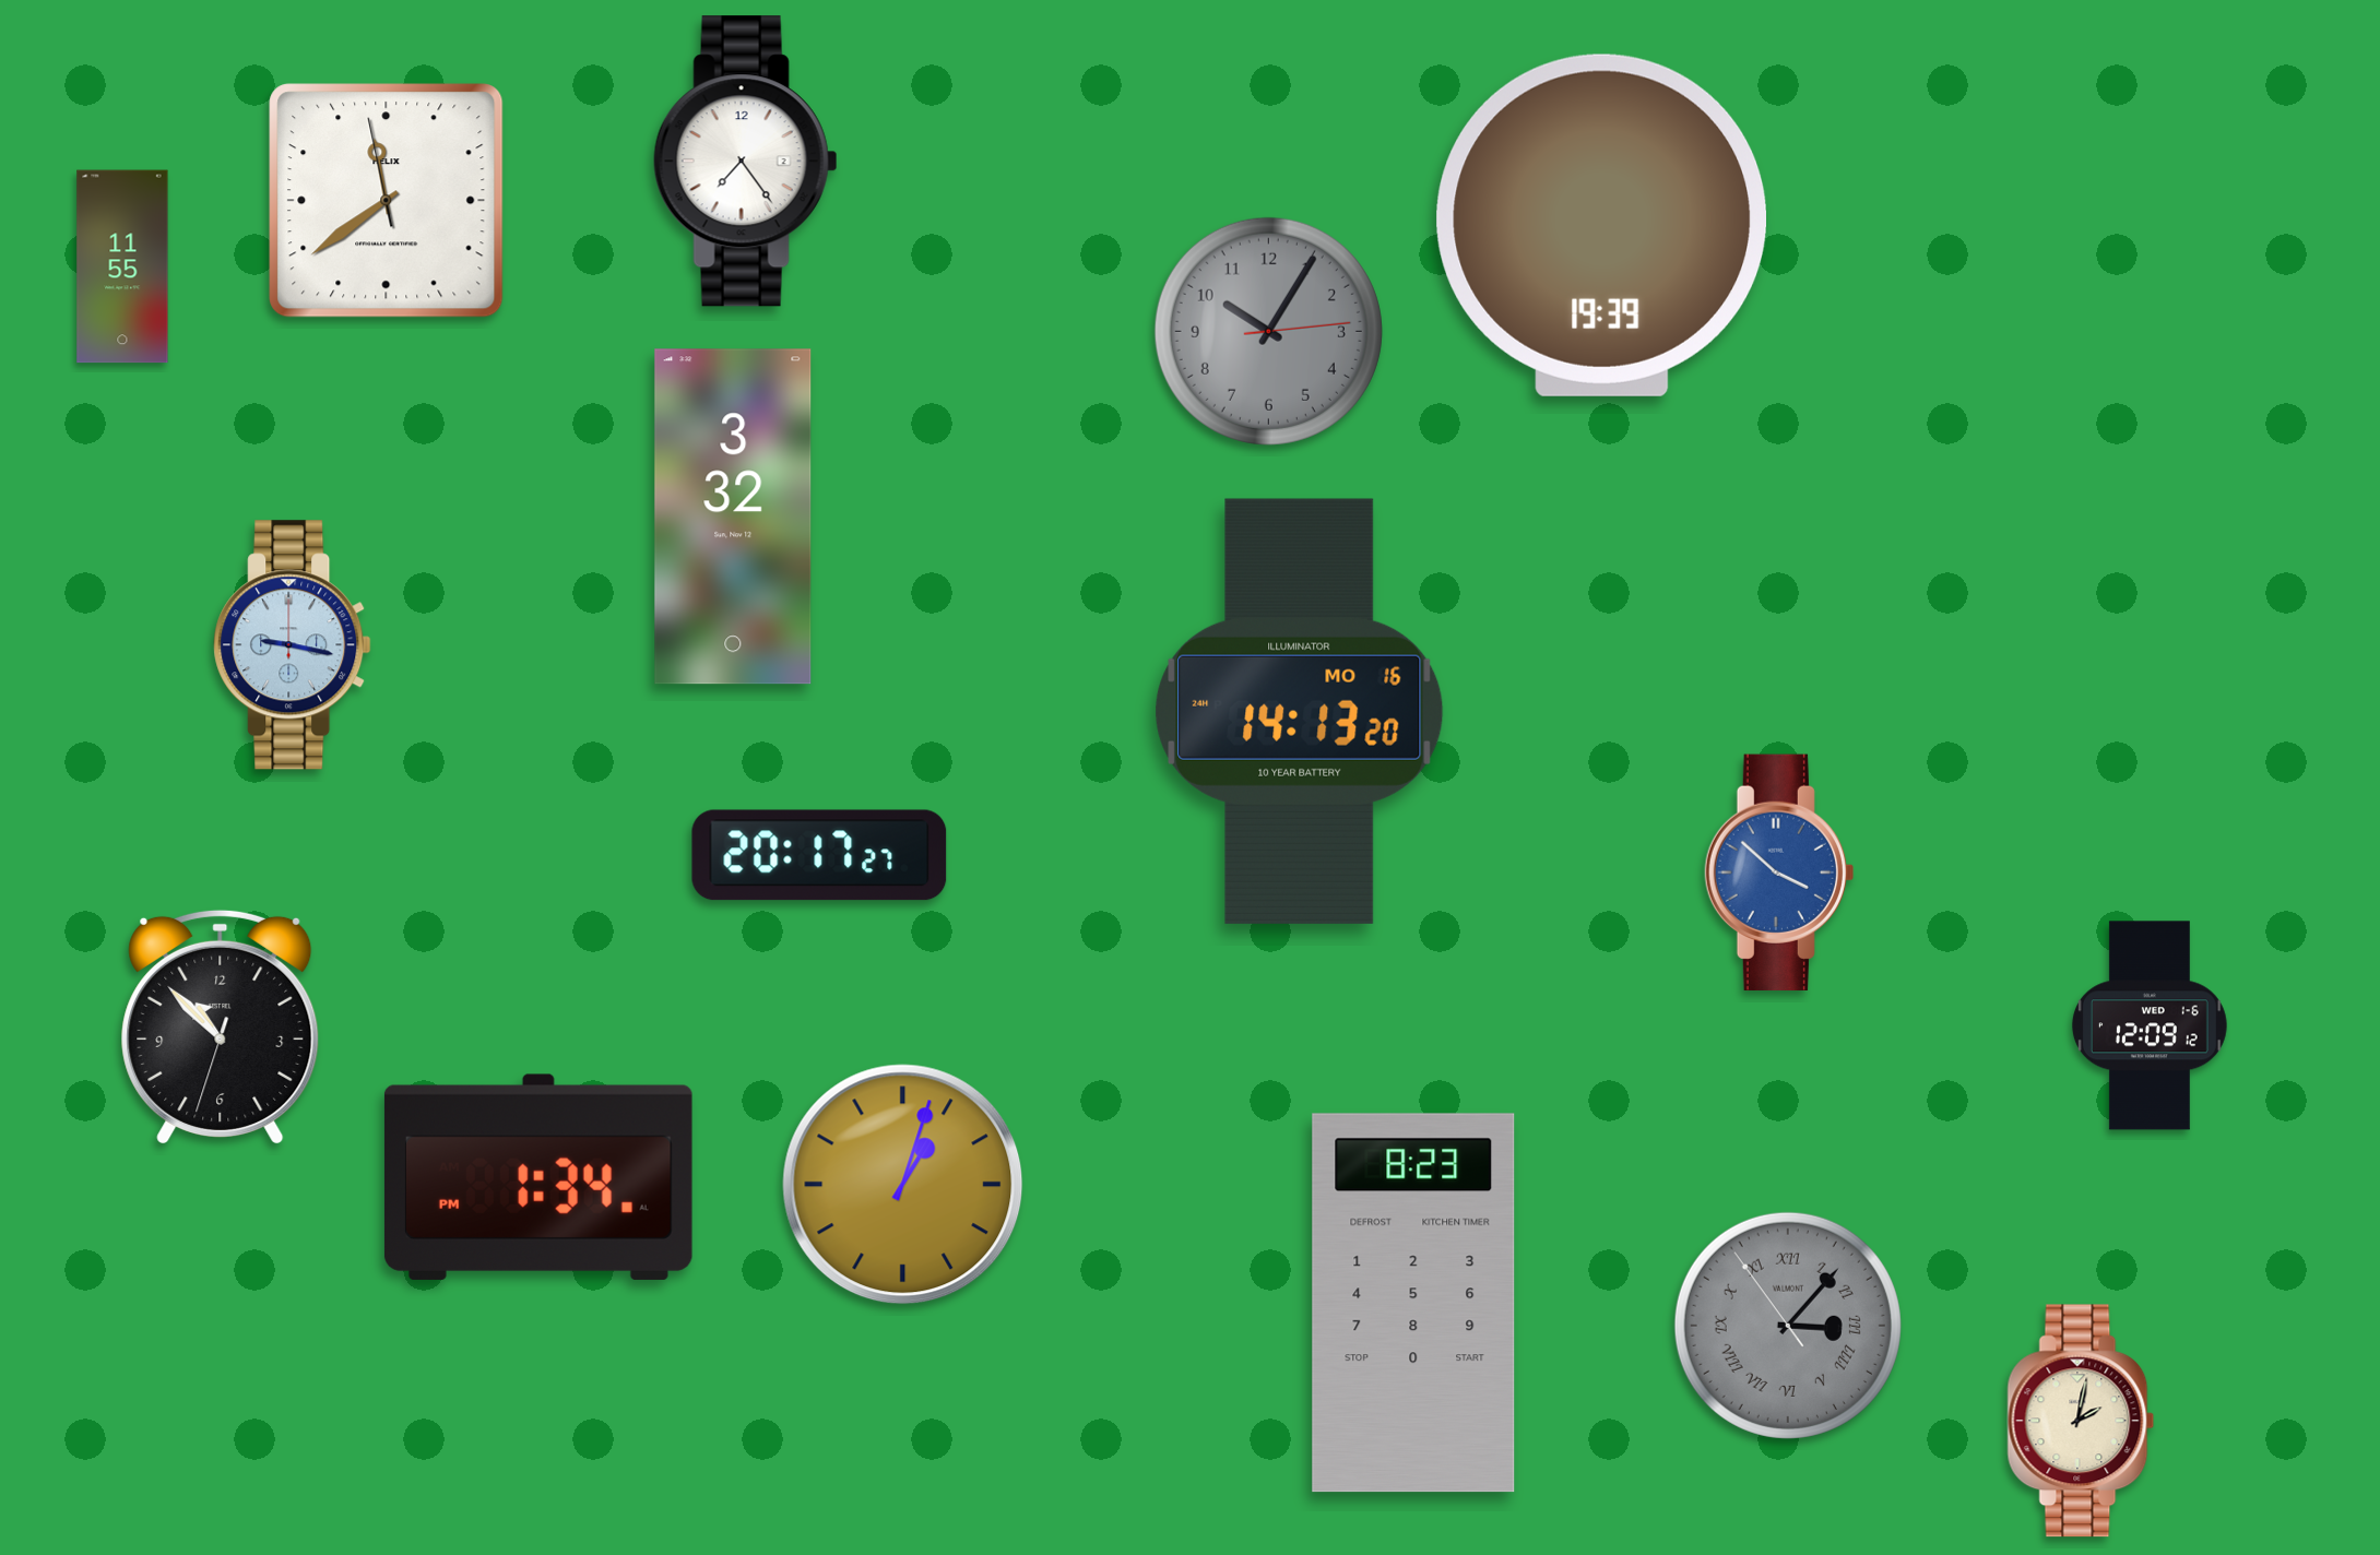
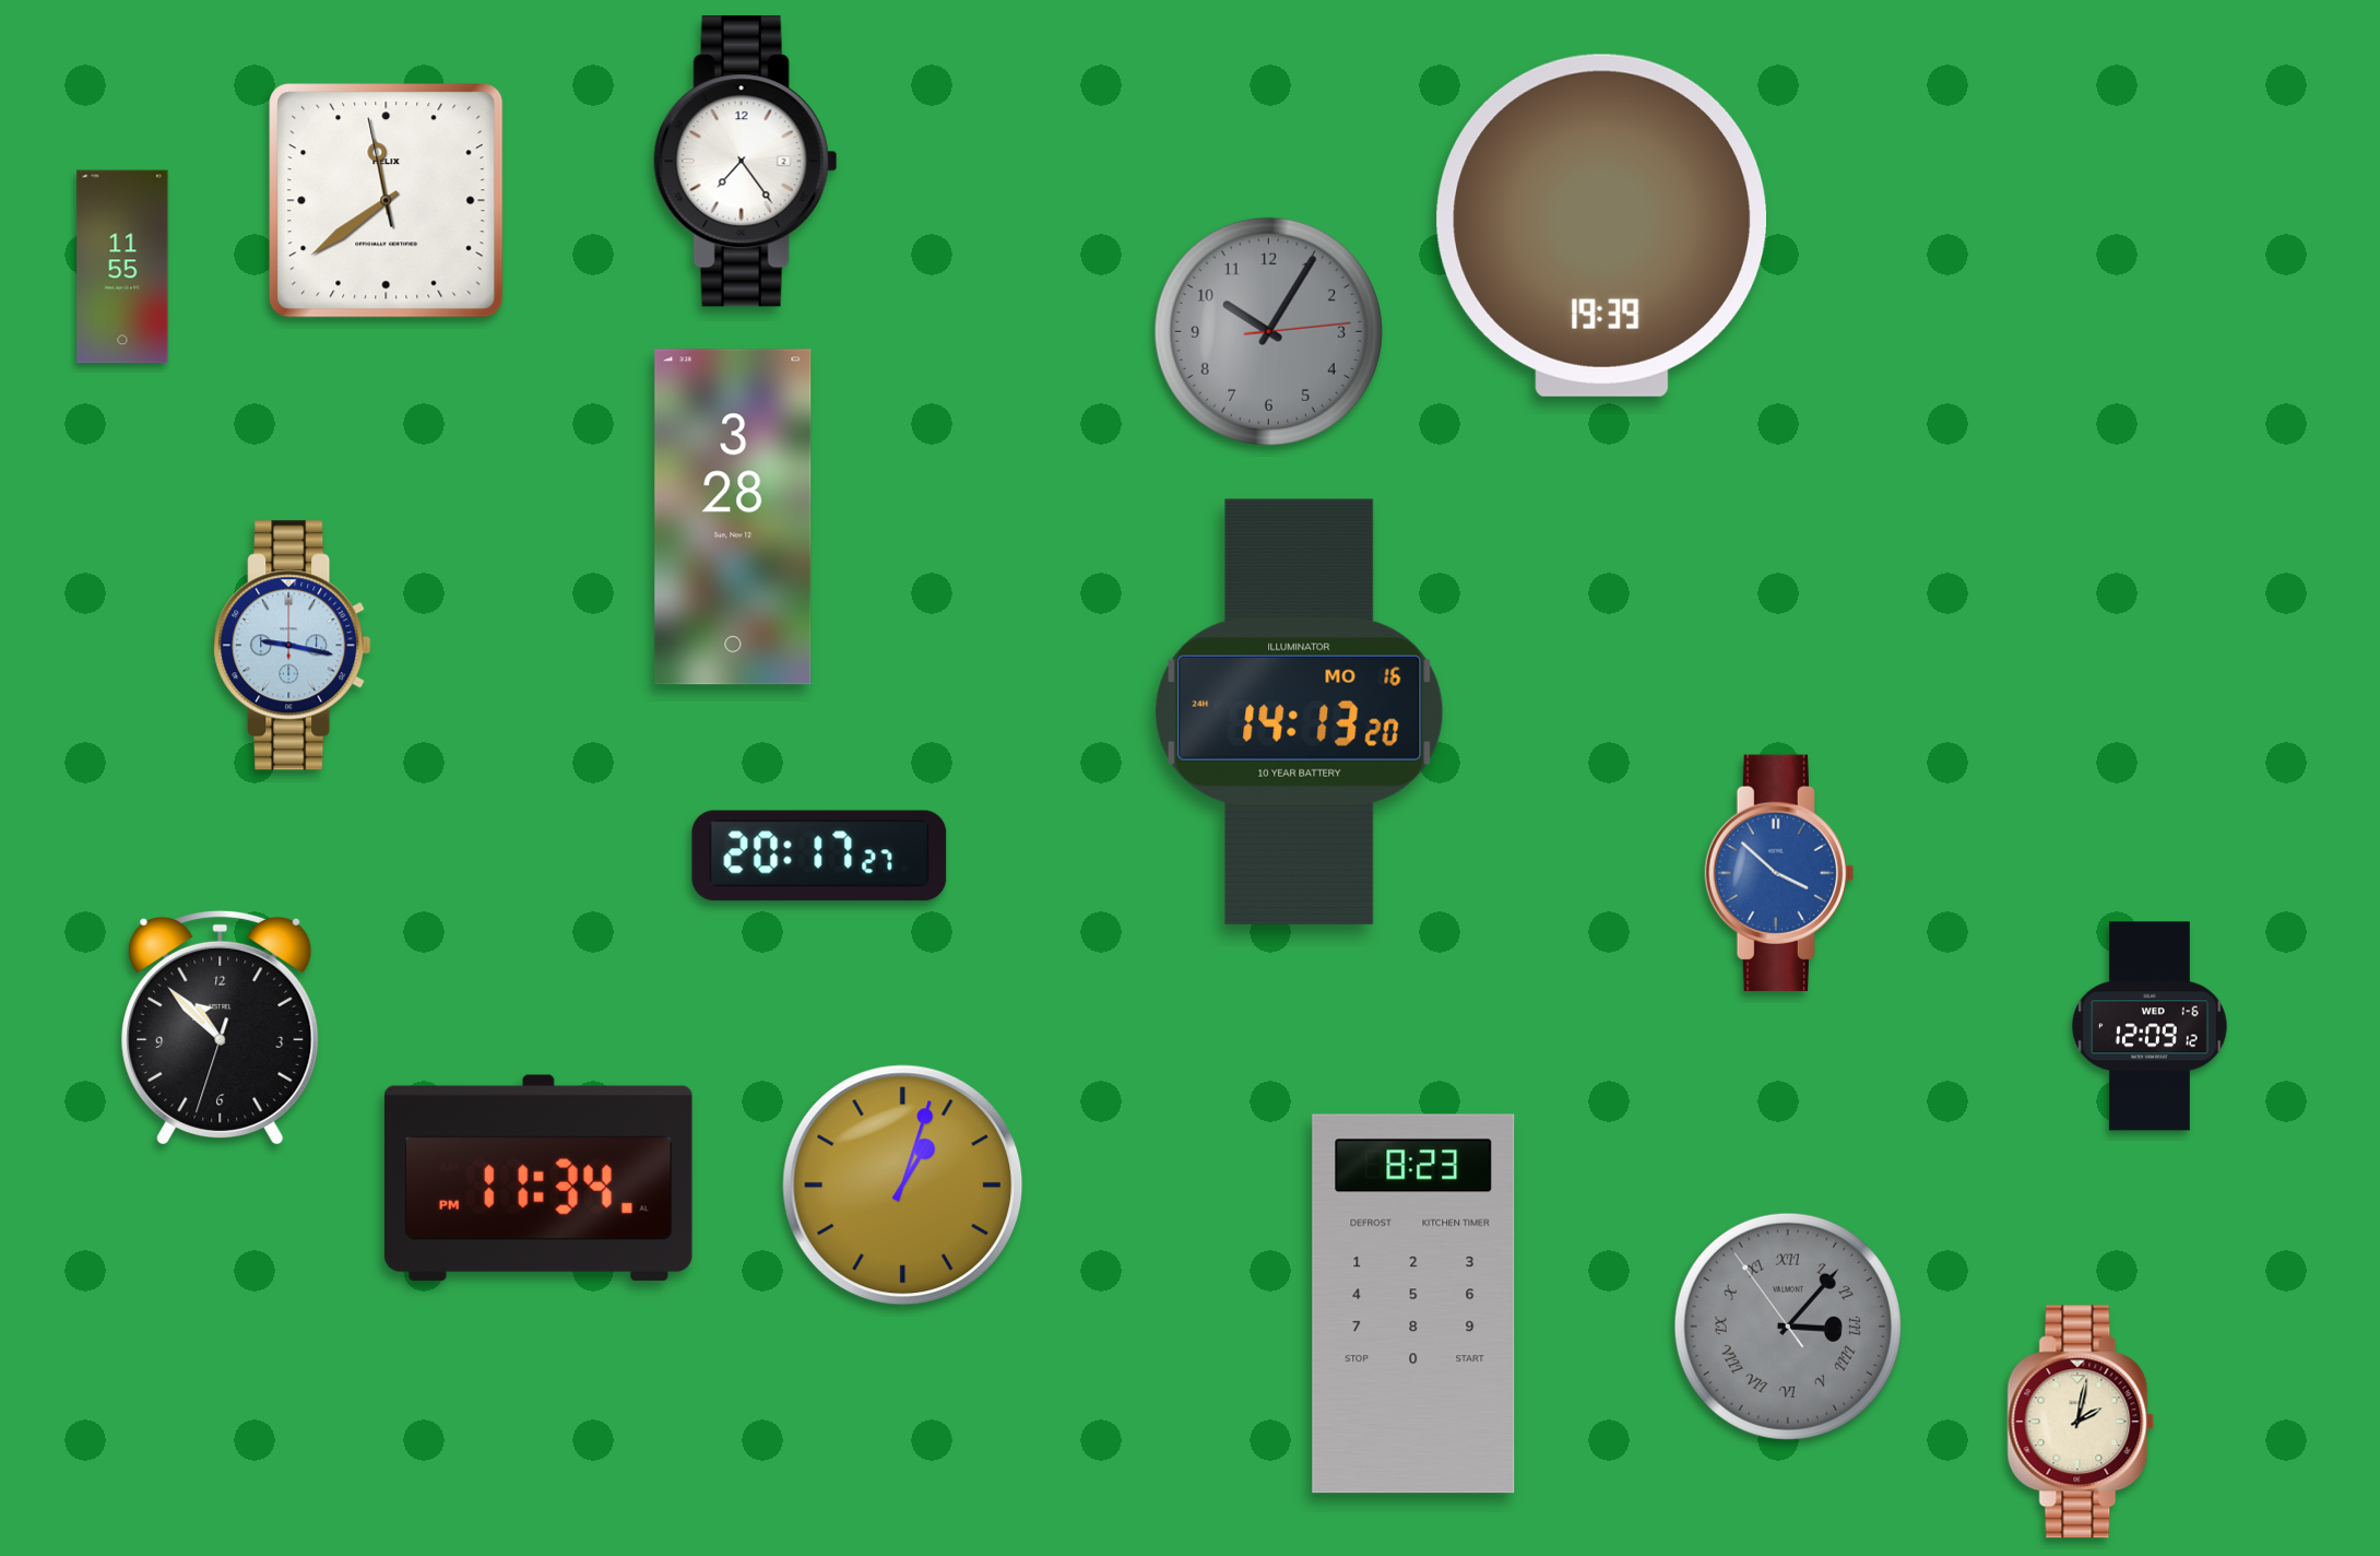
clock at (733, 517): 3:32 -> 3:28
clock at (538, 1177): 1:34 -> 11:34
